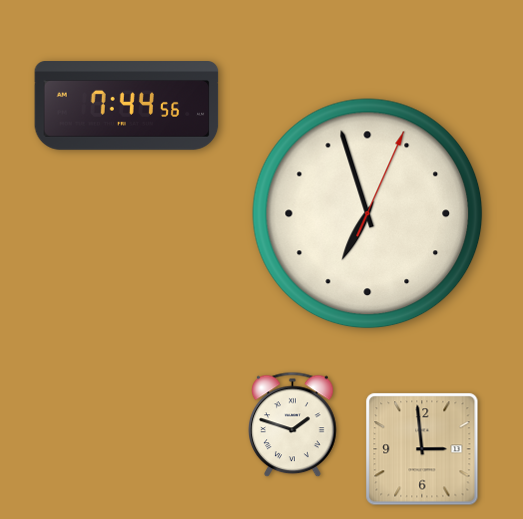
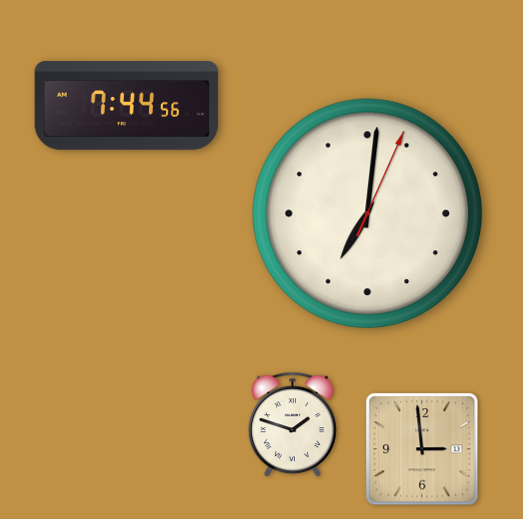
clock at (368, 214): 6:57 -> 7:01
